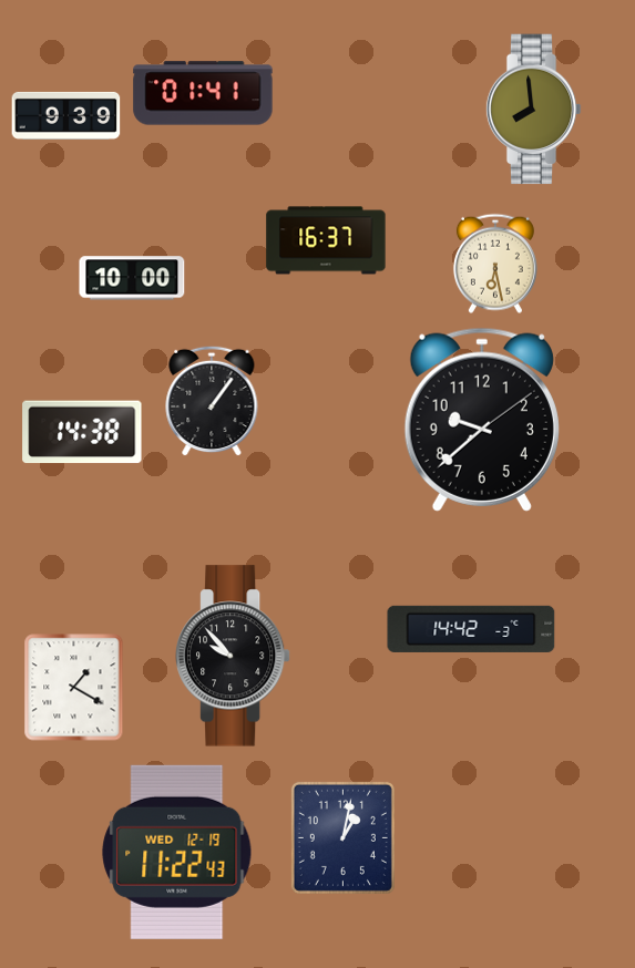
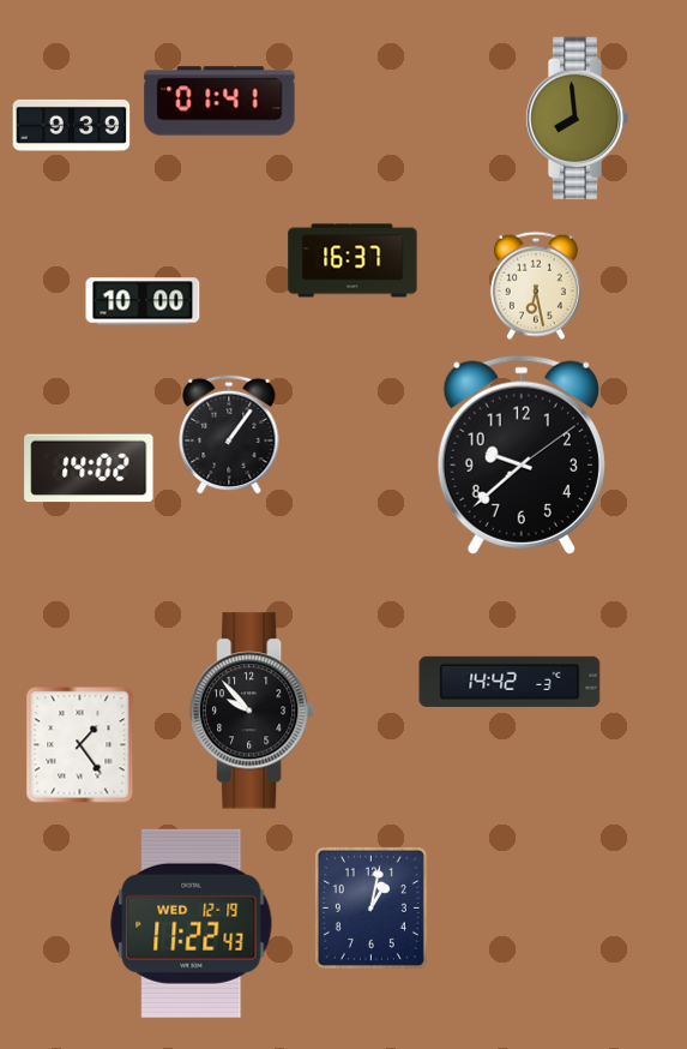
clock at (82, 432): 14:38 -> 14:02
clock at (74, 688): 1:20 -> 1:24
